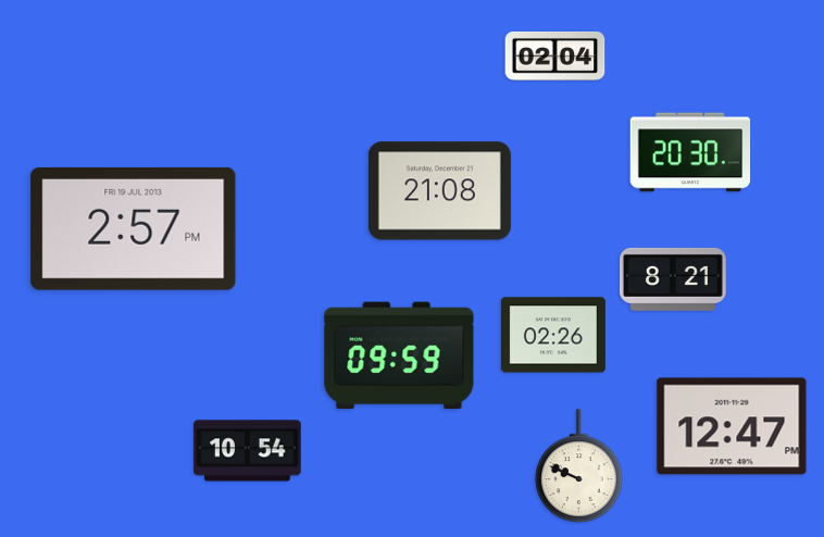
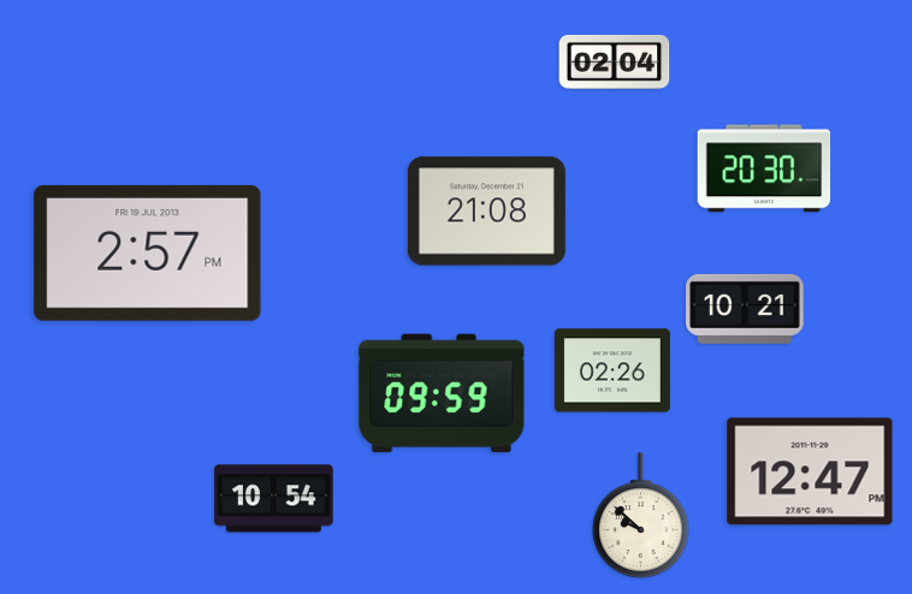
clock at (674, 279): 8:21 -> 10:21
clock at (579, 466): 9:49 -> 9:52
